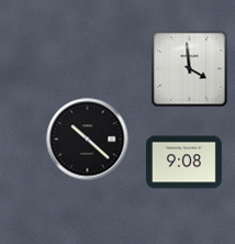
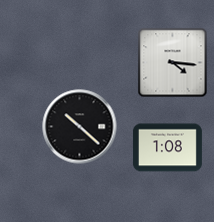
clock at (190, 69): 3:59 -> 4:16
clock at (183, 163): 9:08 -> 1:08
